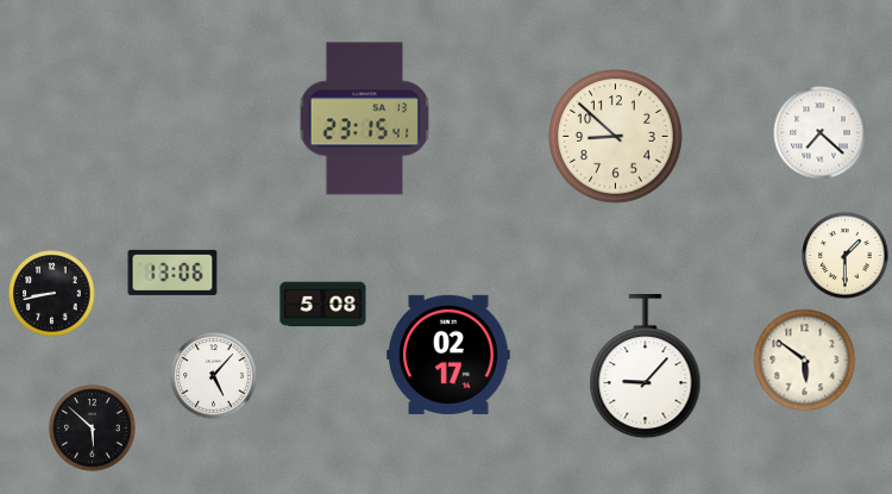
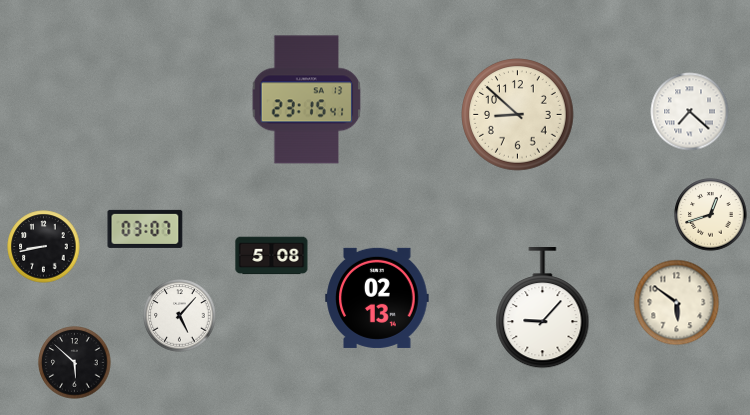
clock at (846, 256): 1:30 -> 12:42
clock at (172, 273): 13:06 -> 03:07
clock at (448, 355): 02:17 -> 02:13
clock at (93, 429) position: (93, 429) -> (75, 363)
